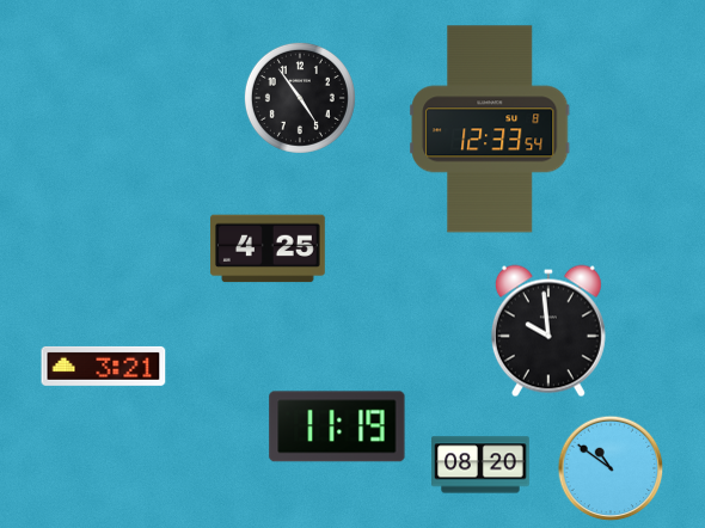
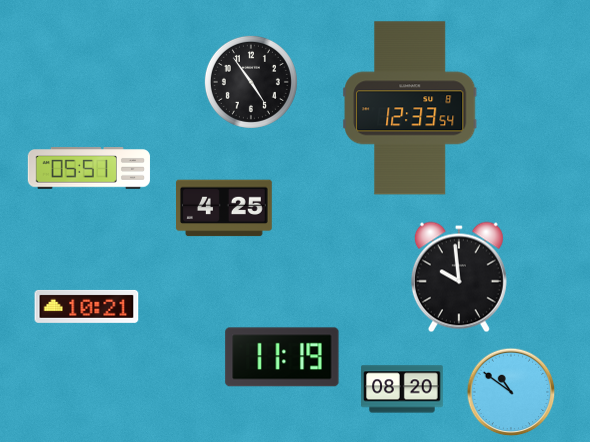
clock at (89, 168): none -> 05:51
clock at (104, 366): 3:21 -> 10:21
